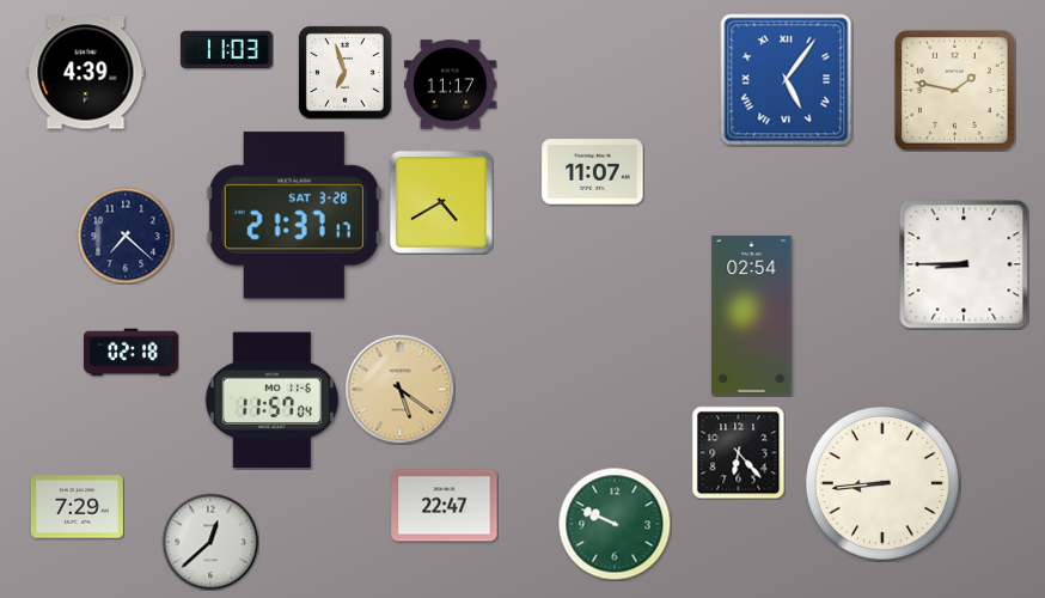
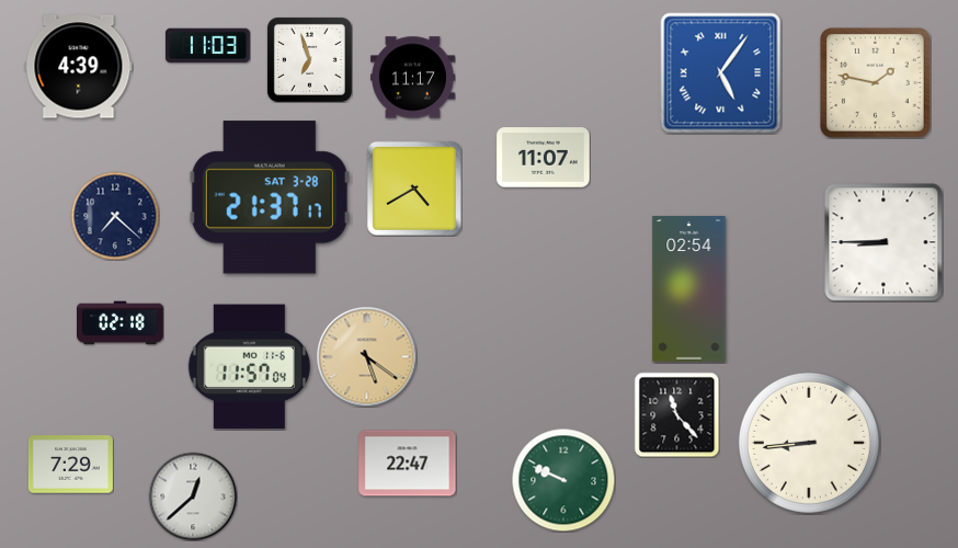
clock at (344, 72) position: (344, 72) -> (309, 59)
clock at (441, 202) position: (441, 202) -> (414, 189)
clock at (738, 452): 6:23 -> 11:23
